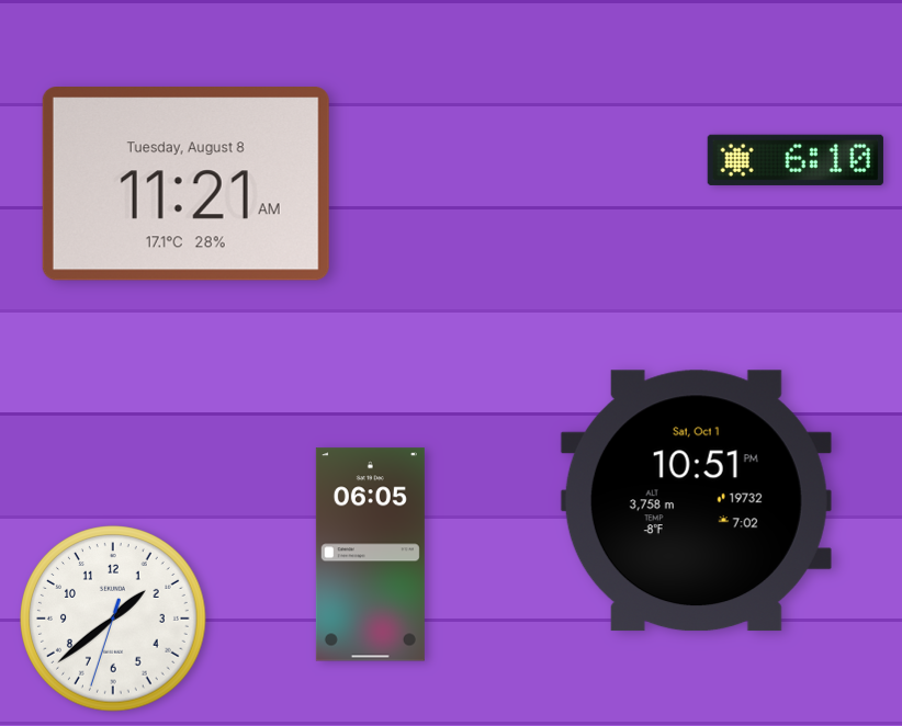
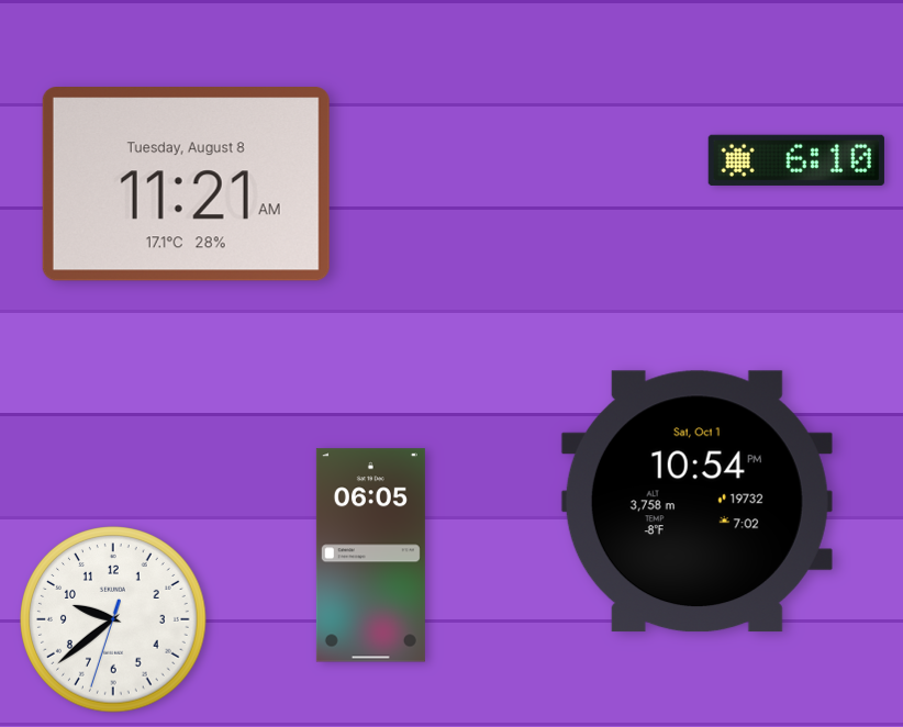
clock at (696, 501): 10:51 -> 10:54
clock at (113, 619): 1:38 -> 9:38
